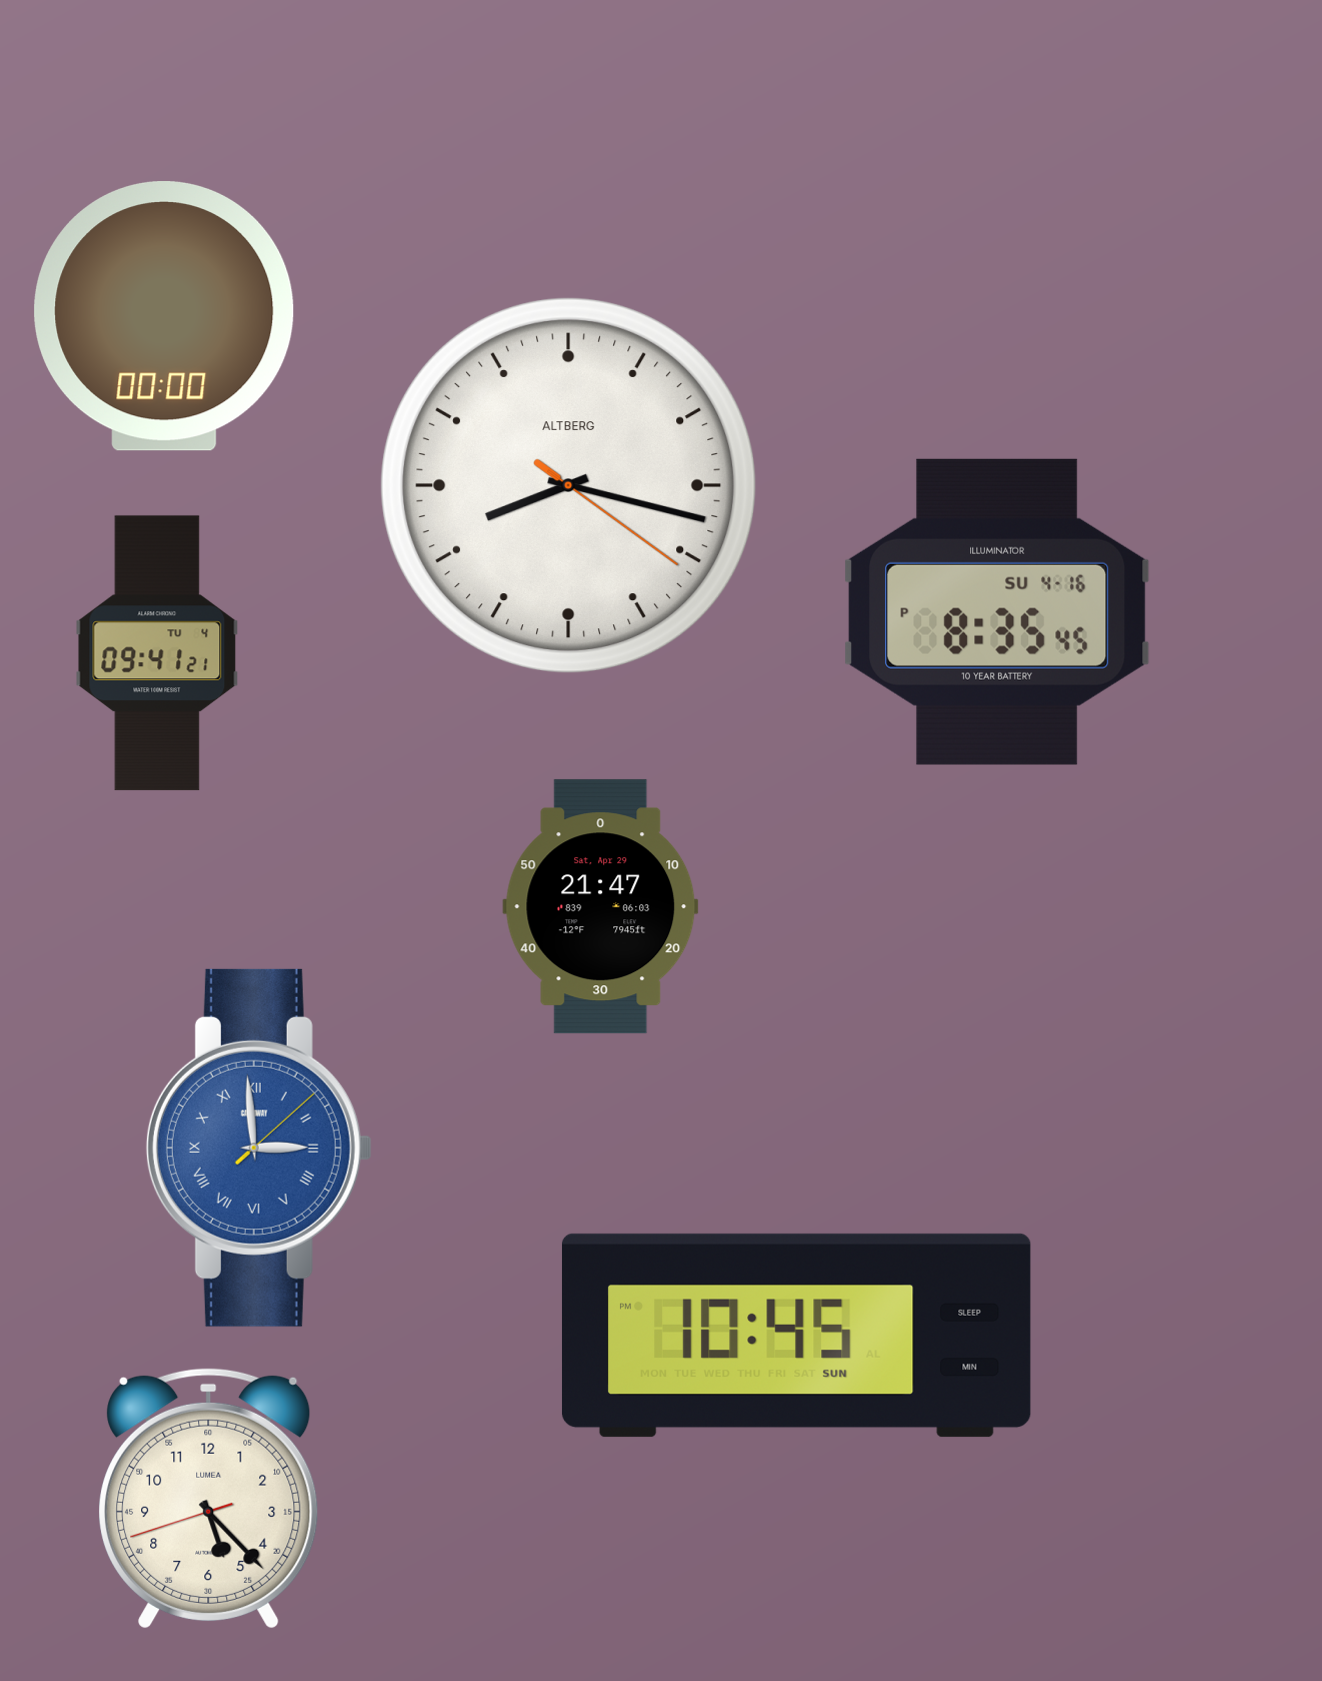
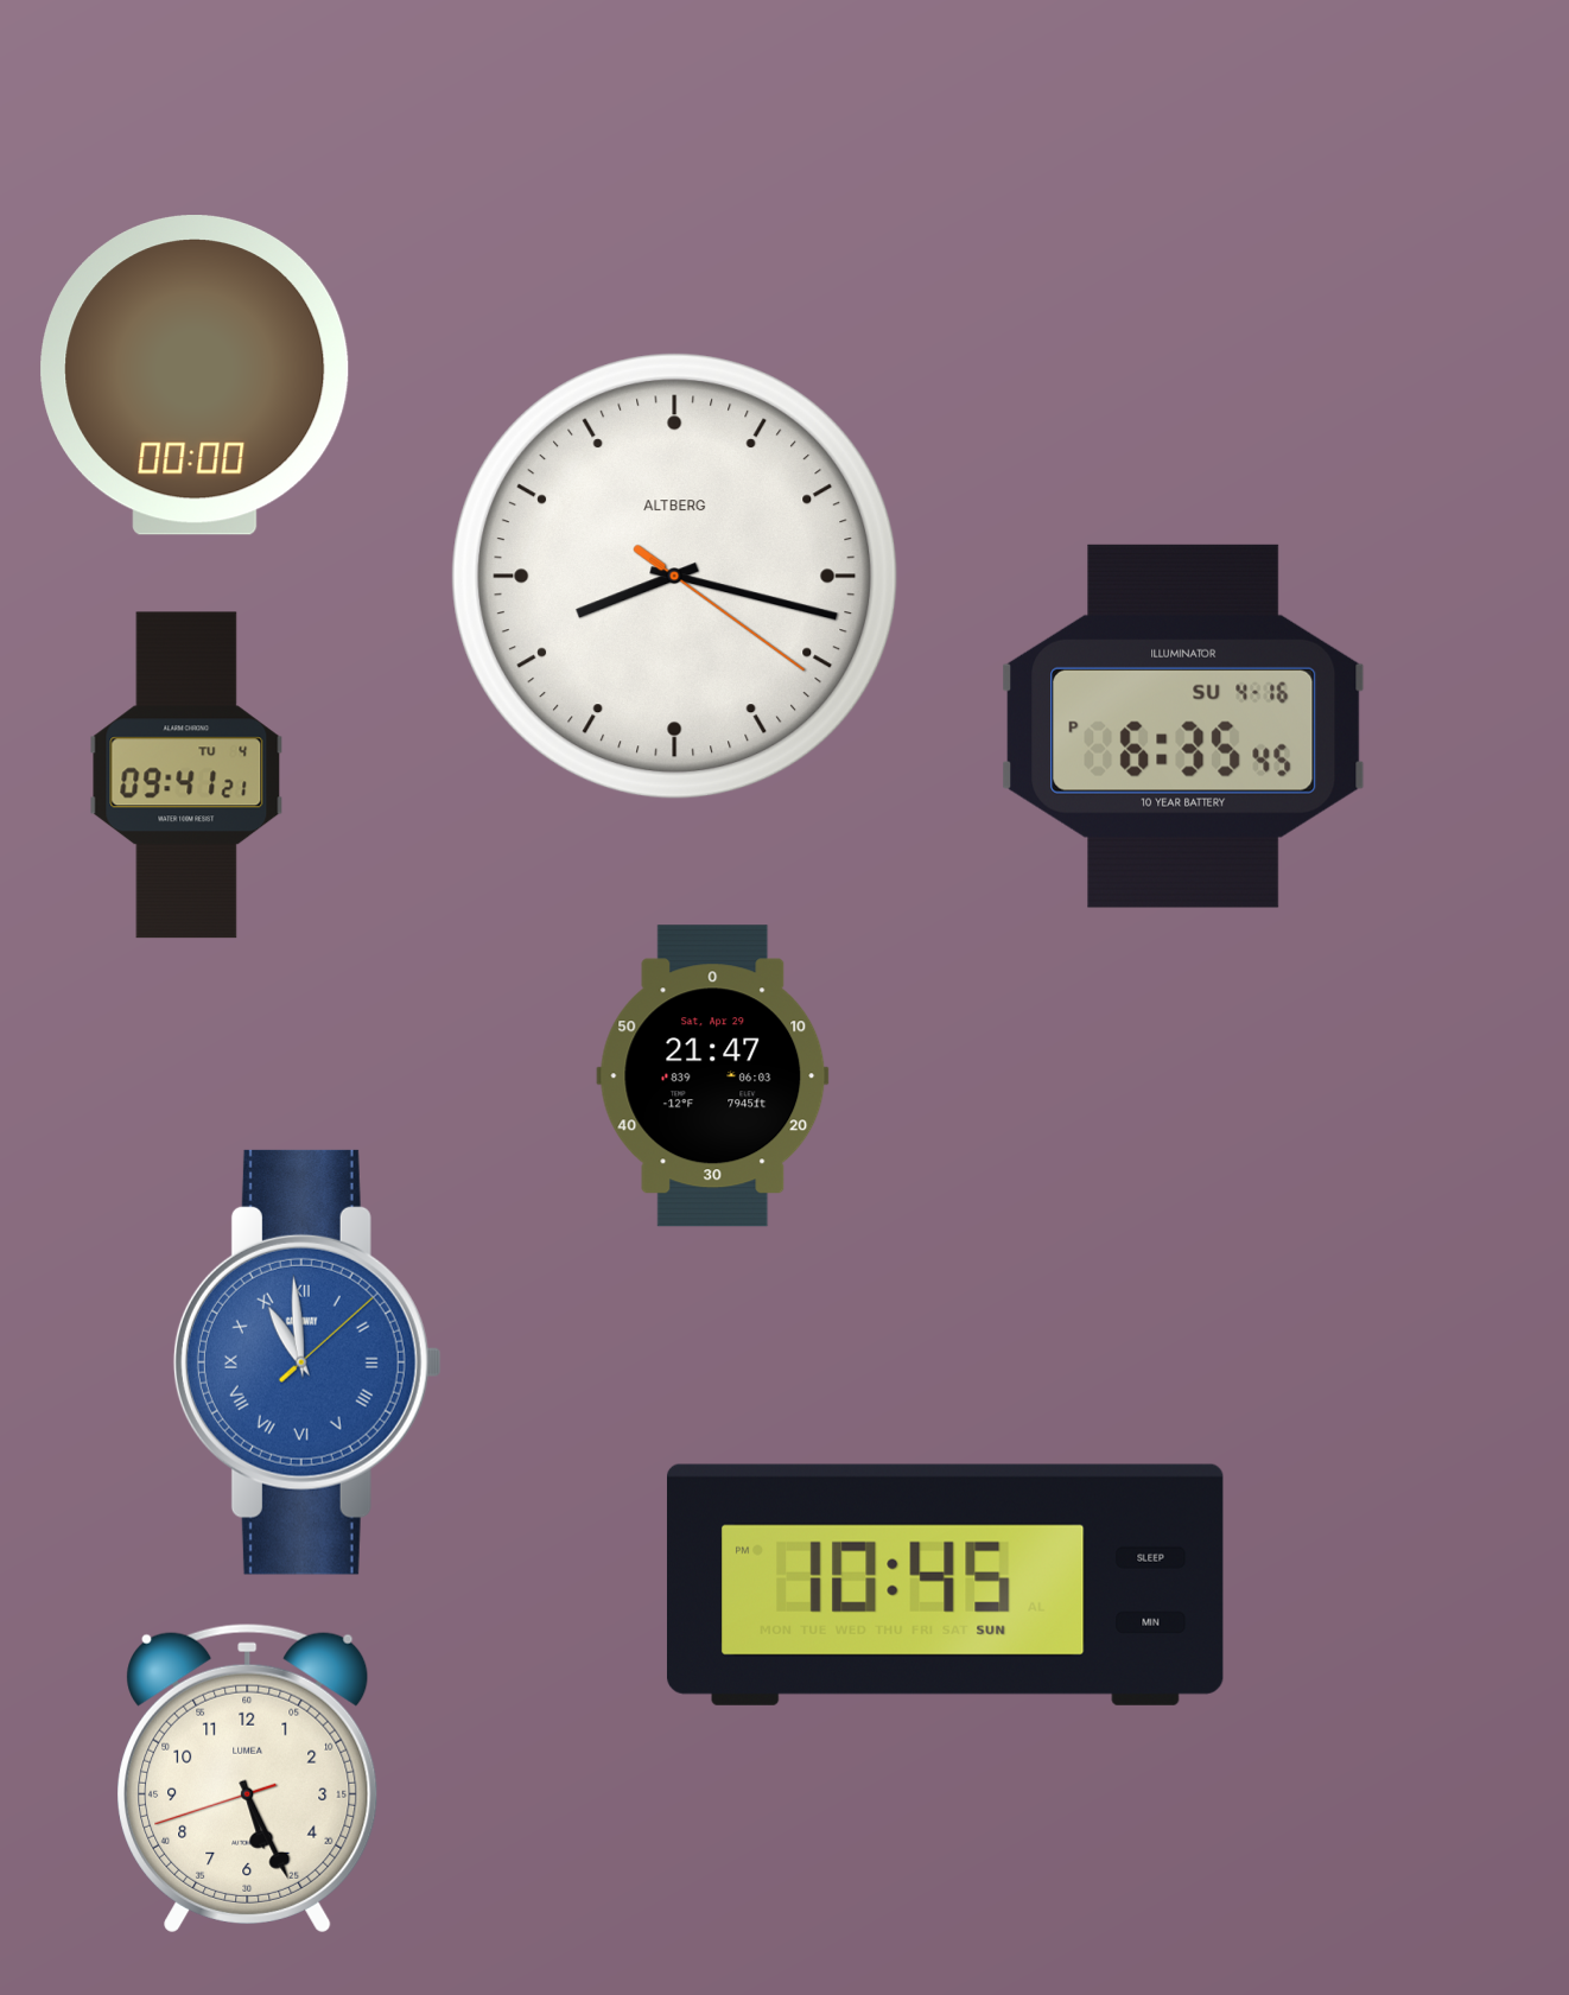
clock at (997, 612): 8:35 -> 6:35
clock at (259, 1148): 2:59 -> 10:59
clock at (209, 1498): 5:22 -> 5:25
